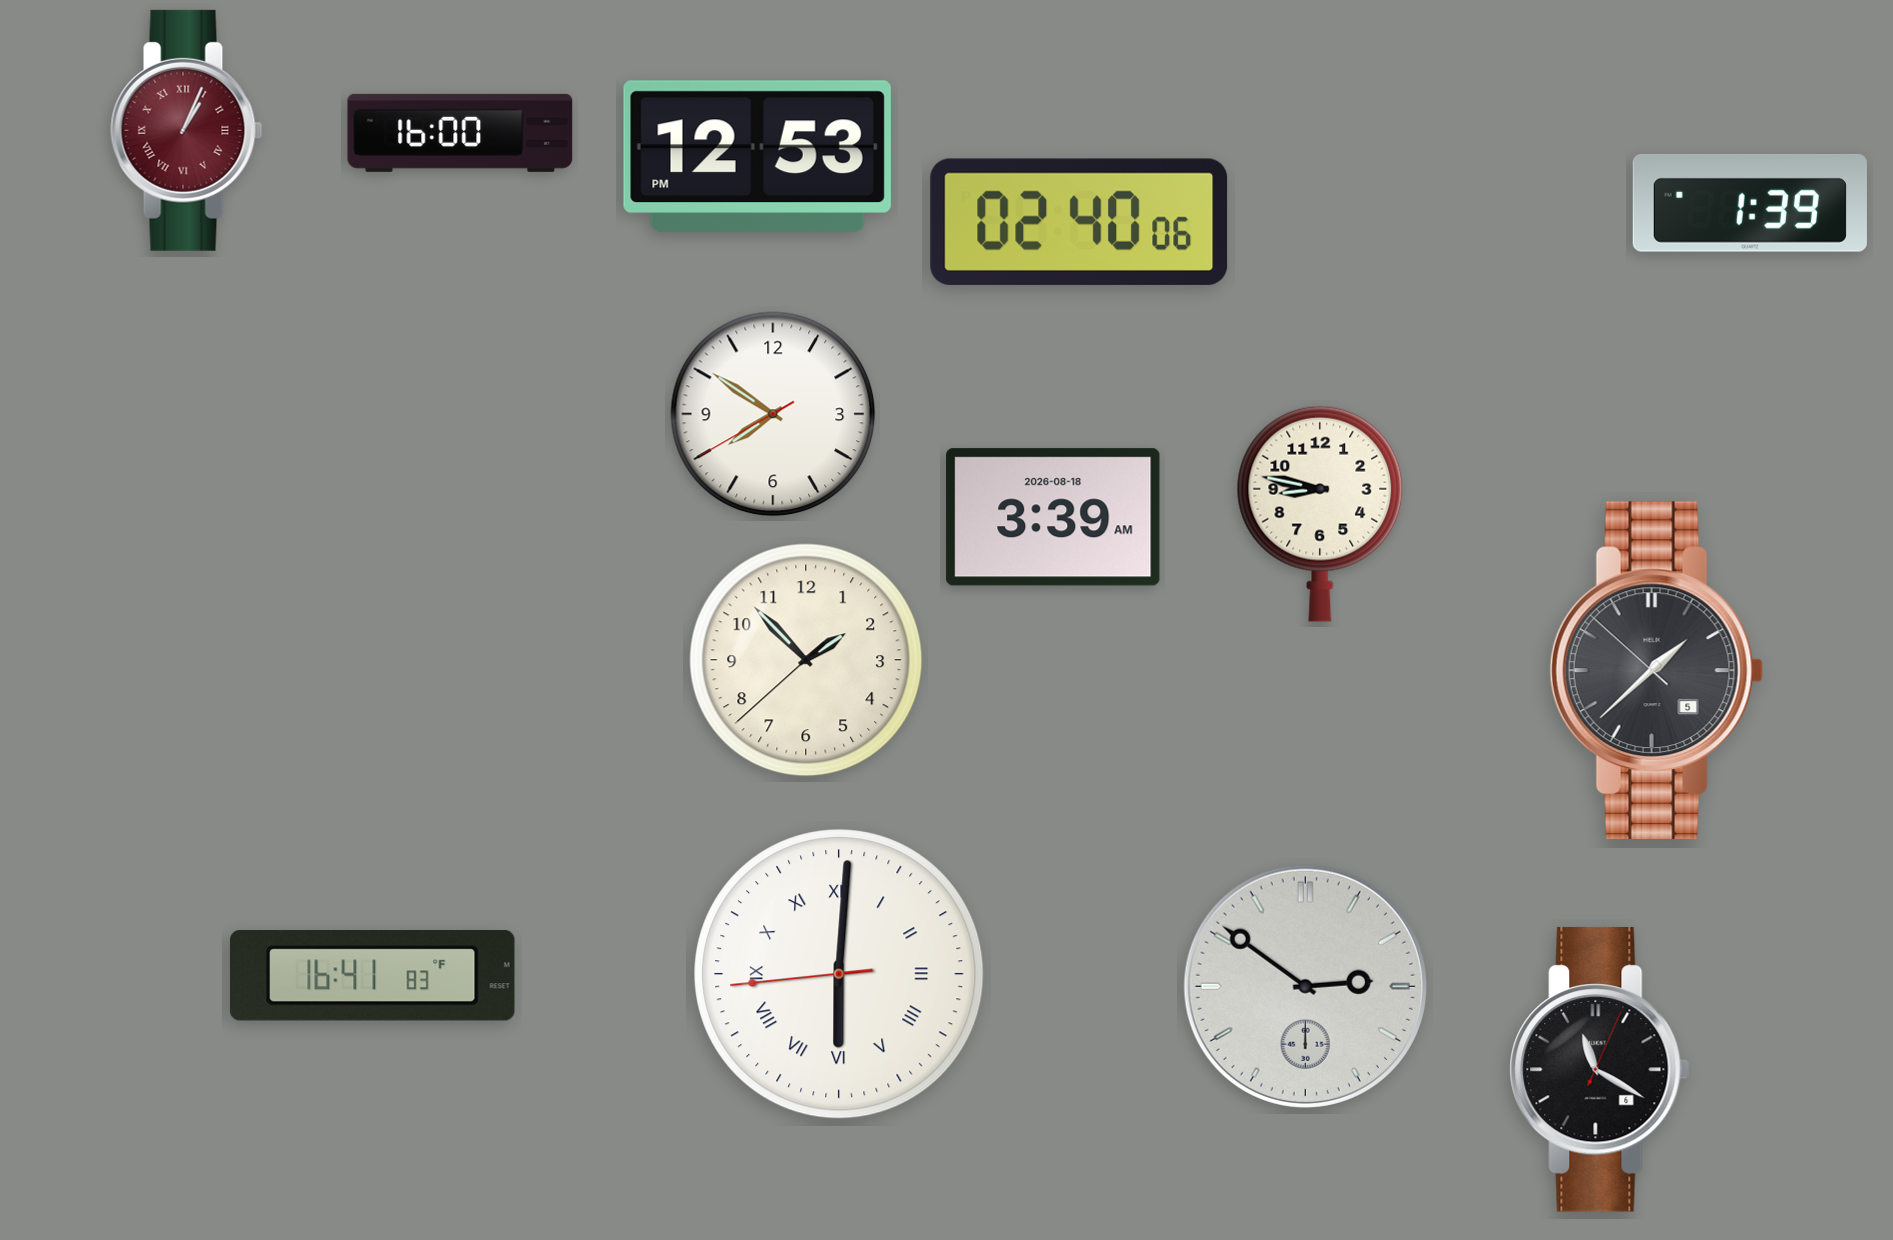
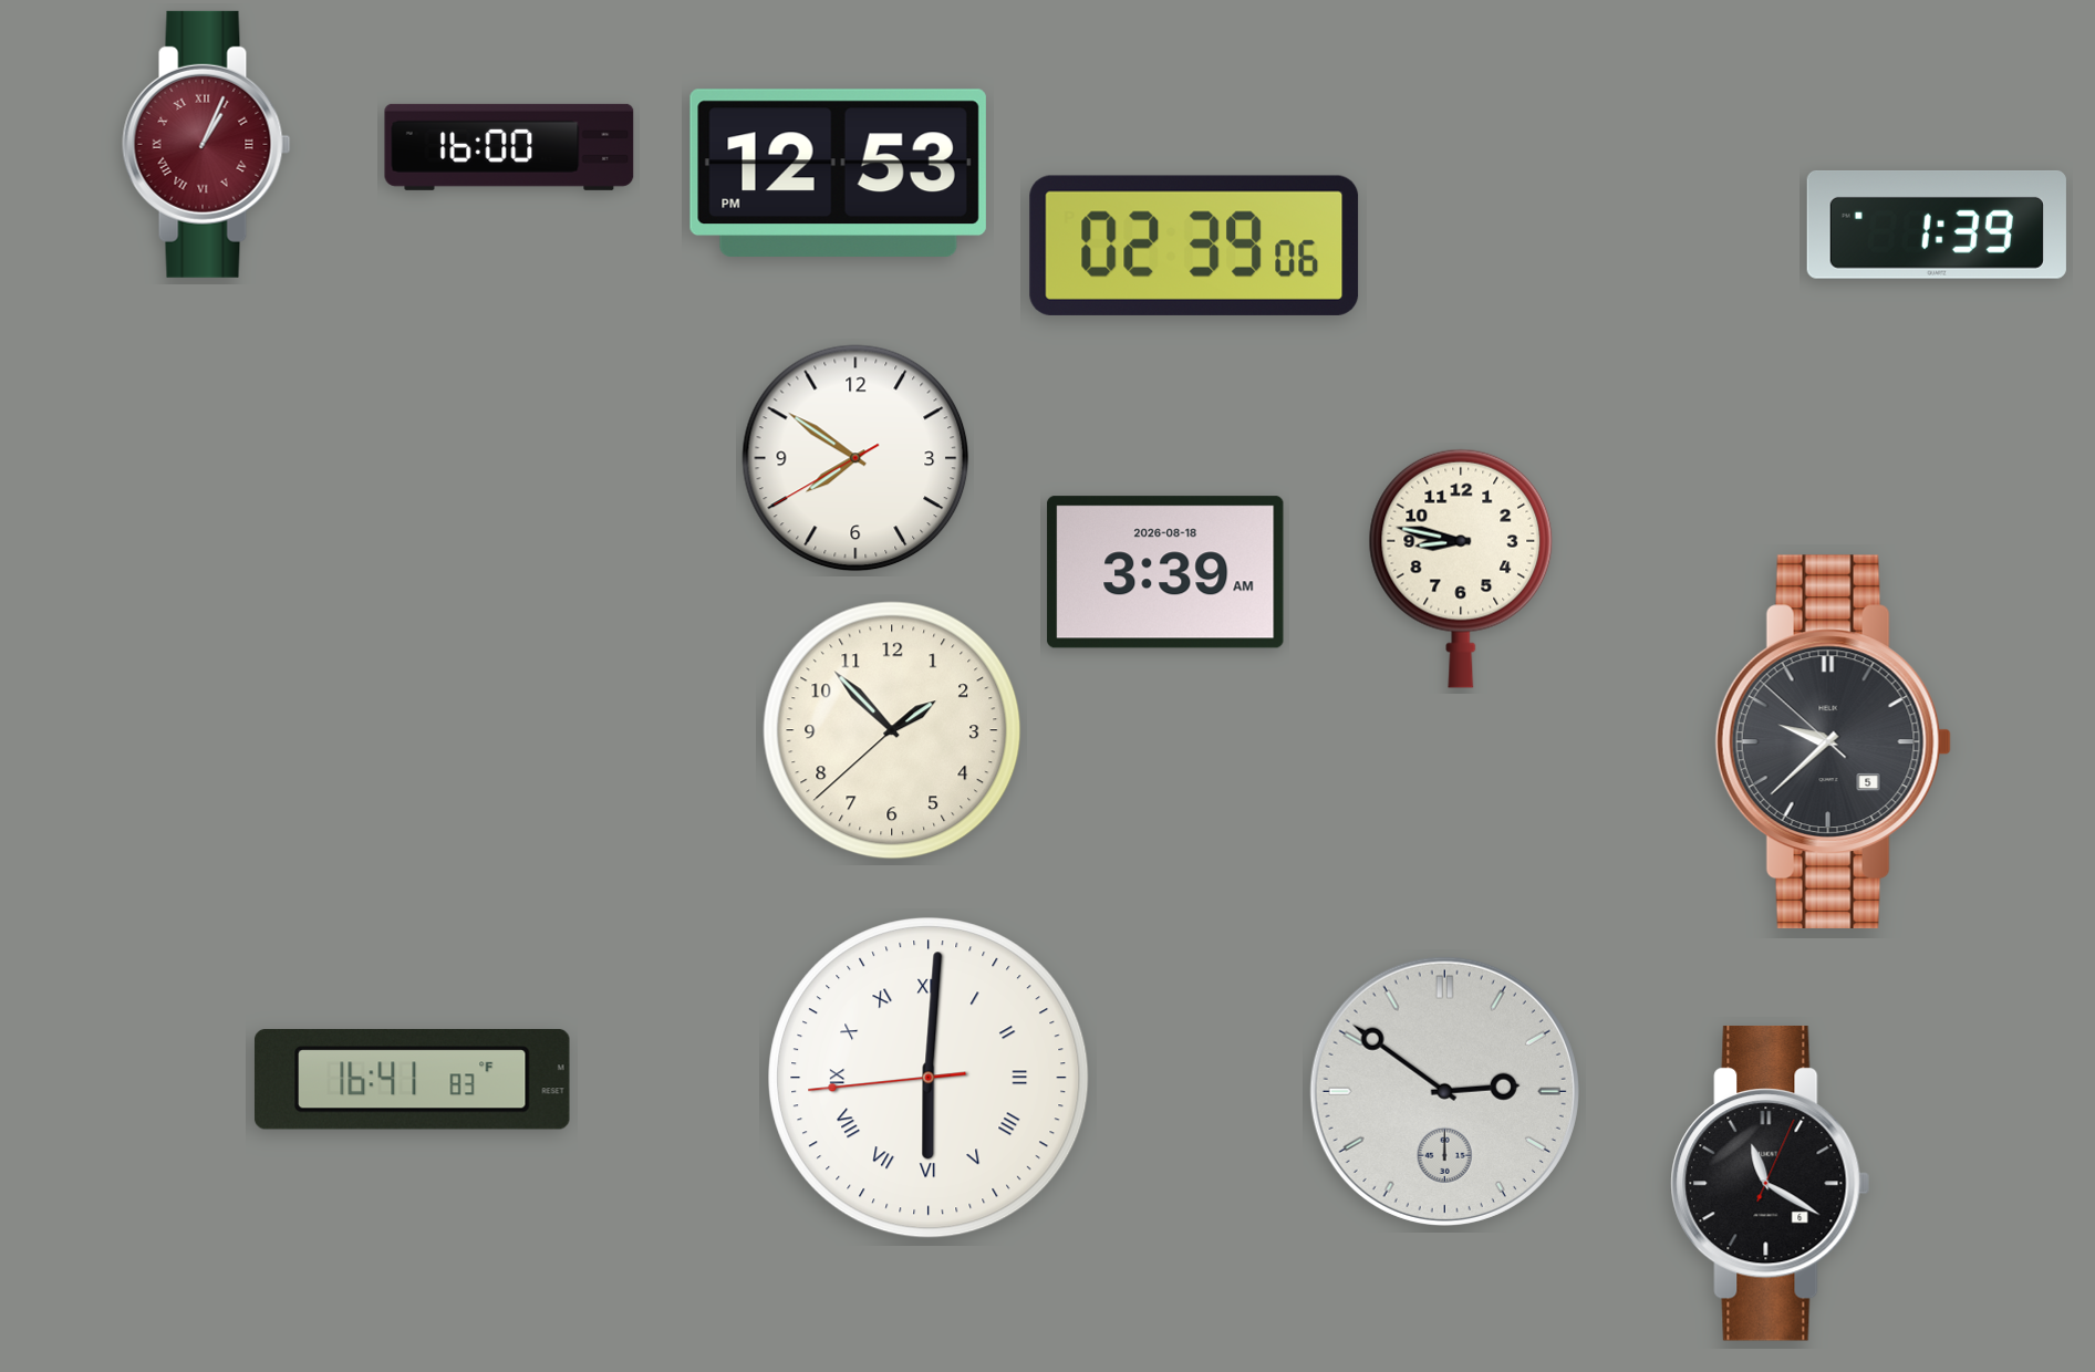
clock at (1079, 222): 02:40 -> 02:39
clock at (1656, 670): 1:37 -> 9:37
